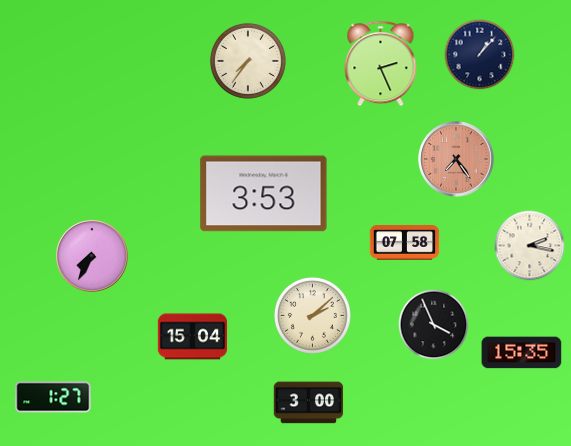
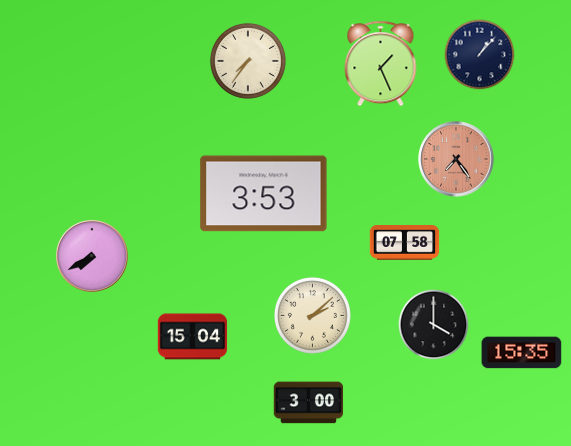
clock at (381, 64): 2:26 -> 1:26
clock at (530, 246): 2:17 -> none
clock at (92, 256): 7:35 -> 7:40
clock at (434, 325): 3:56 -> 4:00
clock at (53, 397): 1:27 -> none
